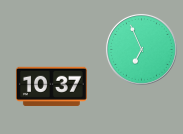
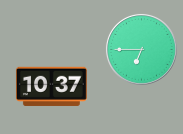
clock at (141, 49): 6:56 -> 6:45
